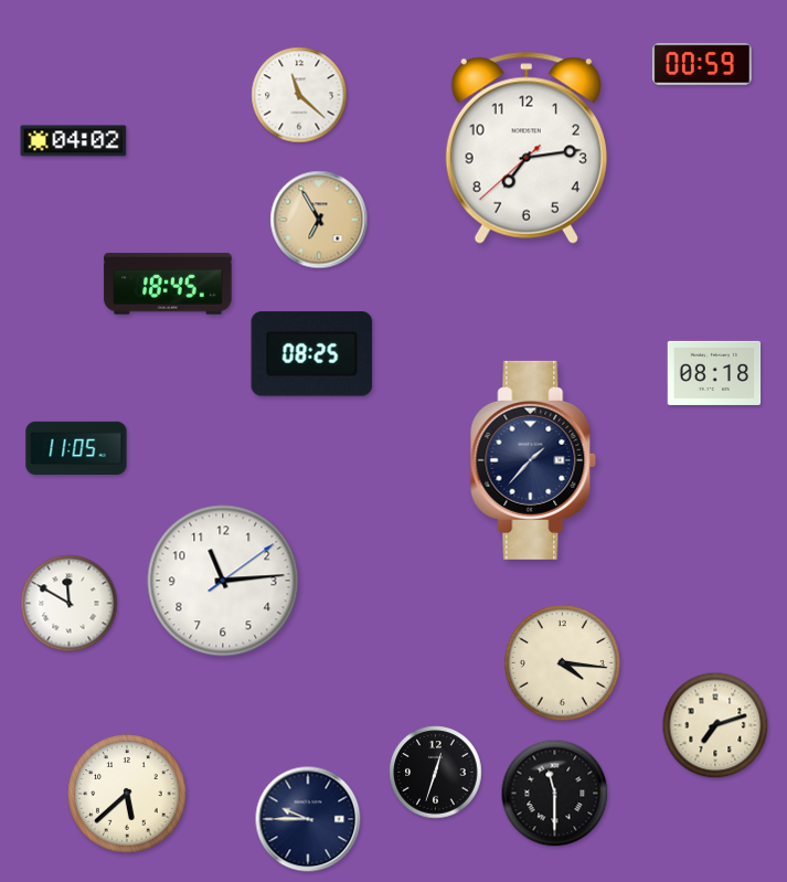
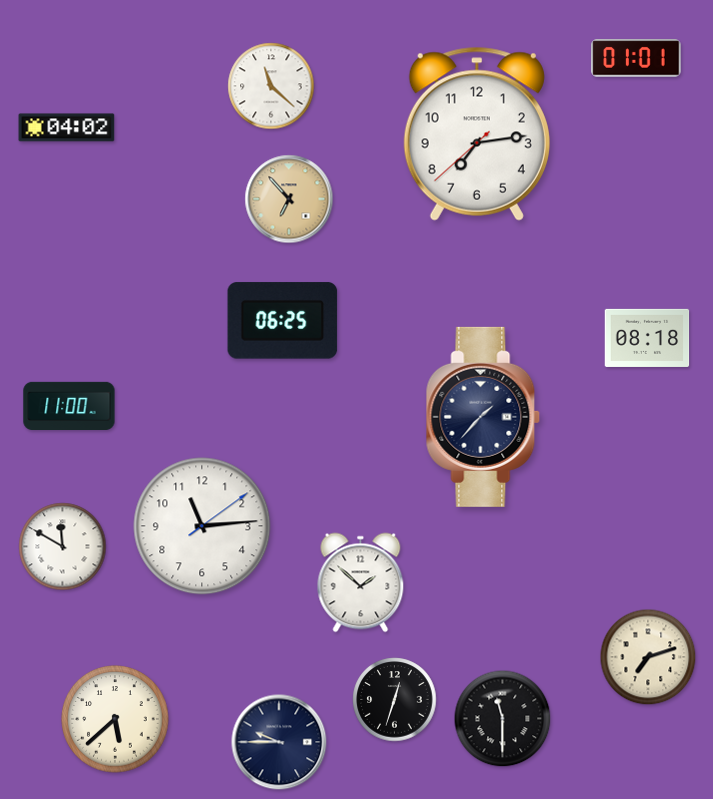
clock at (702, 64): 00:59 -> 01:01
clock at (319, 220): 6:55 -> 6:53
clock at (168, 284): 18:45 -> none
clock at (312, 354): 08:25 -> 06:25
clock at (76, 447): 11:05 -> 11:00
clock at (361, 583): none -> 1:52
clock at (562, 662): 4:16 -> none
